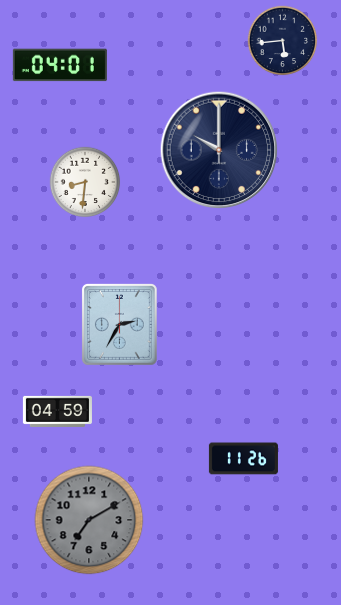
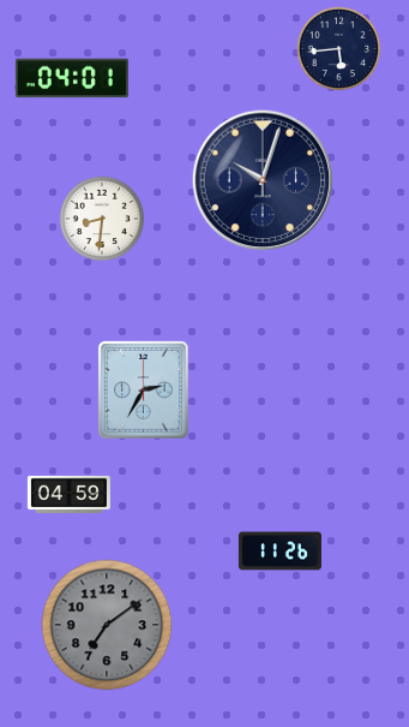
clock at (219, 150): 10:00 -> 10:03
clock at (243, 459) position: (243, 459) -> (279, 552)
clock at (89, 520): 7:10 -> 7:09
